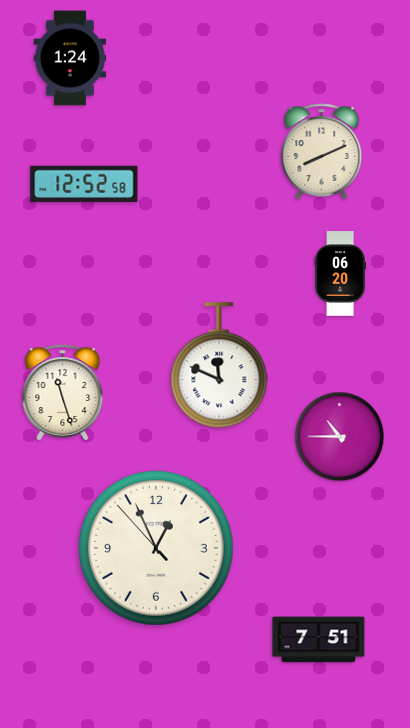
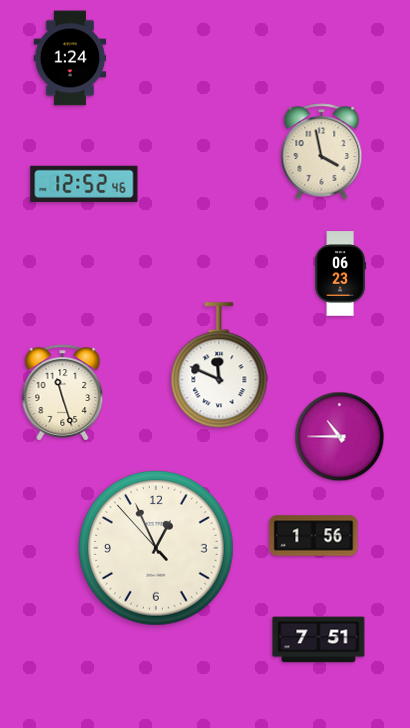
clock at (322, 152): 8:11 -> 3:58
clock at (84, 184): 12:52:58 -> 12:52:46
clock at (340, 274): 06:20 -> 06:23
clock at (314, 536): none -> 1:56
